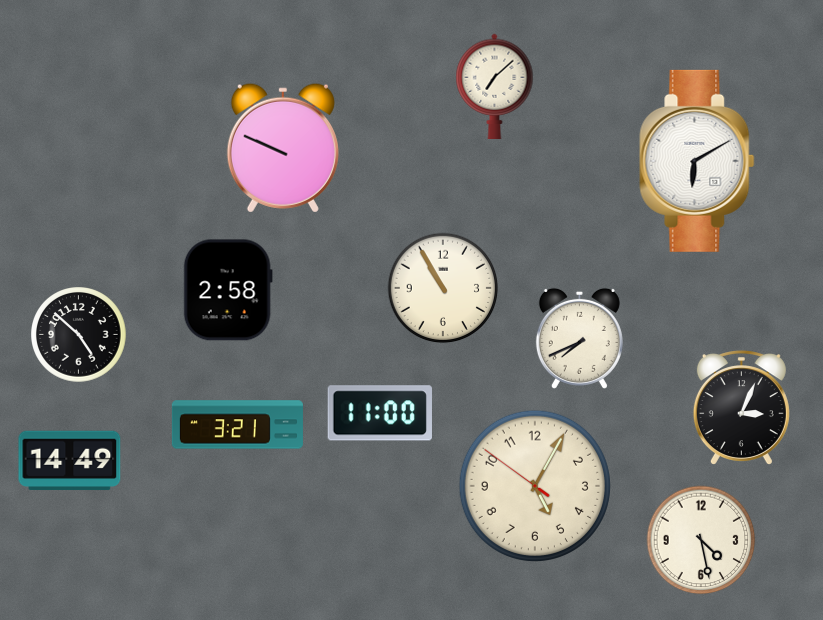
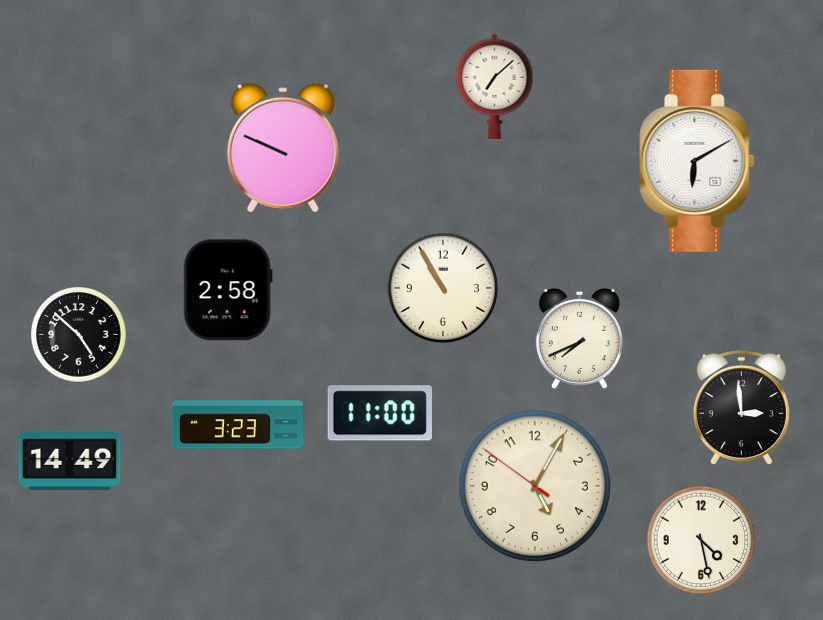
clock at (741, 407): 3:04 -> 2:59
clock at (237, 425): 3:21 -> 3:23
